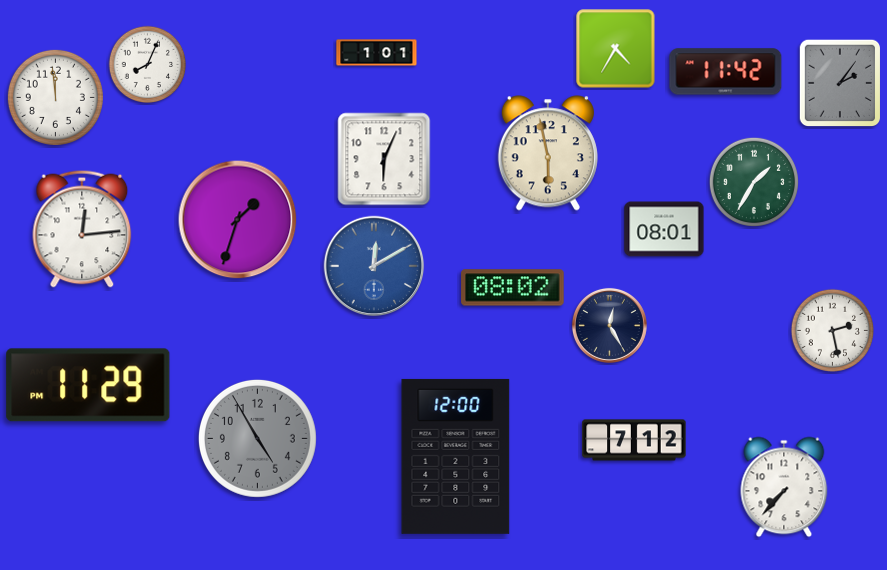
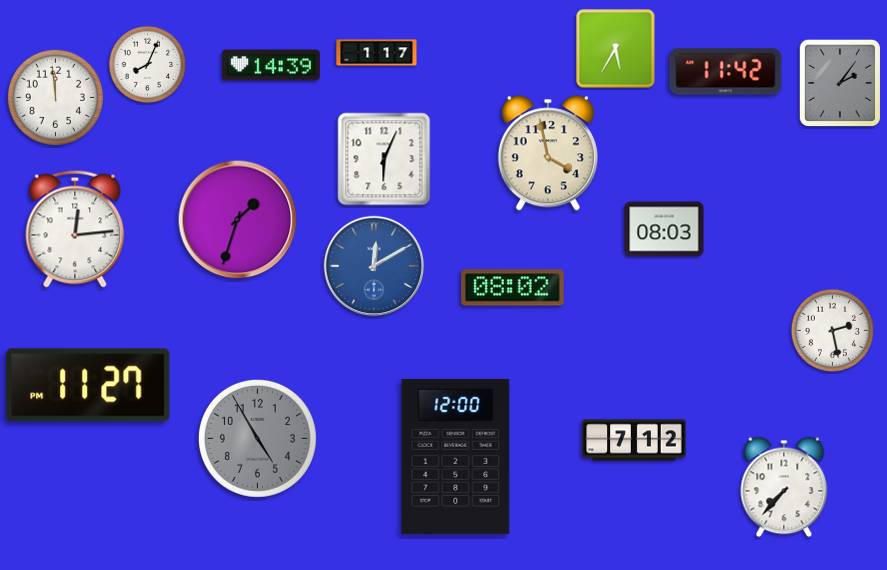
clock at (616, 49): 4:35 -> 5:35
clock at (377, 53): 1:01 -> 1:17
clock at (271, 65): none -> 14:39
clock at (548, 153): 5:58 -> 3:58
clock at (754, 182): 1:35 -> none
clock at (82, 229) position: (82, 229) -> (75, 229)
clock at (664, 229): 08:01 -> 08:03
clock at (609, 325): 12:25 -> none
clock at (88, 385): 11:29 -> 11:27
